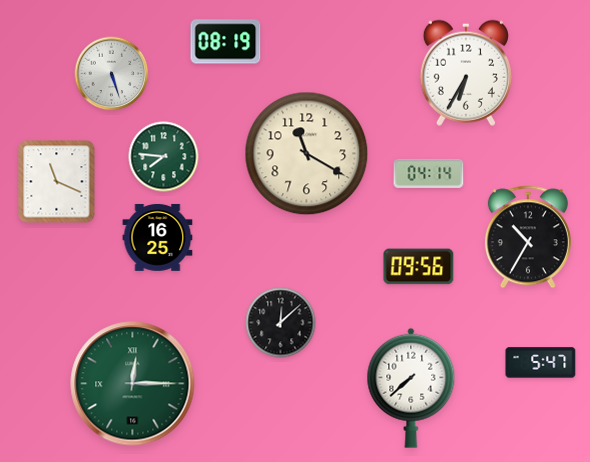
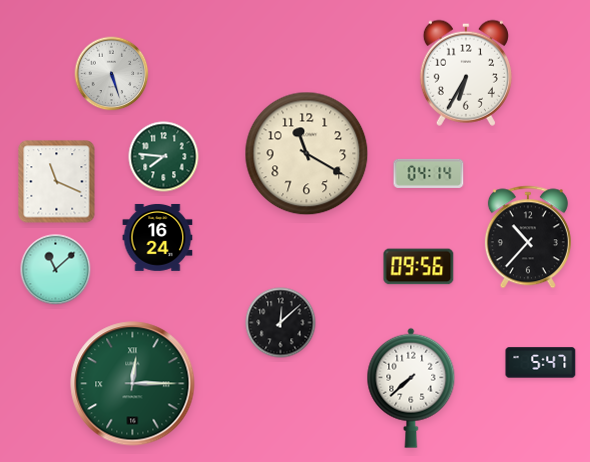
clock at (226, 42): 08:19 -> none
clock at (158, 237): 16:25 -> 16:24
clock at (528, 237): 10:35 -> 10:37
clock at (56, 270): none -> 11:08
